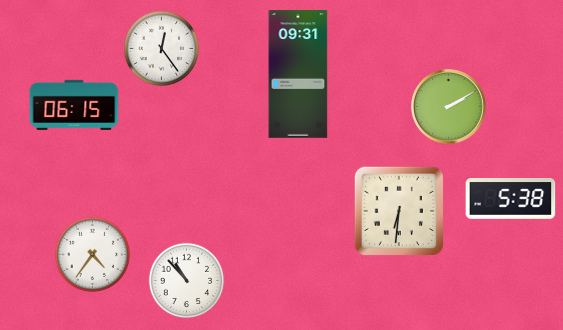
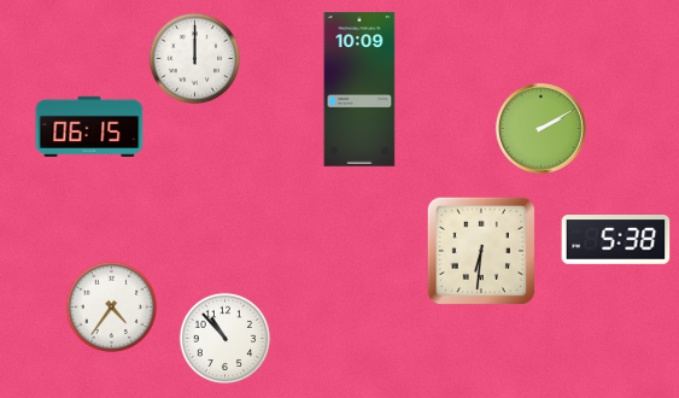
clock at (162, 49): 12:24 -> 12:00
clock at (298, 74): 09:31 -> 10:09
clock at (398, 210) position: (398, 210) -> (480, 250)
